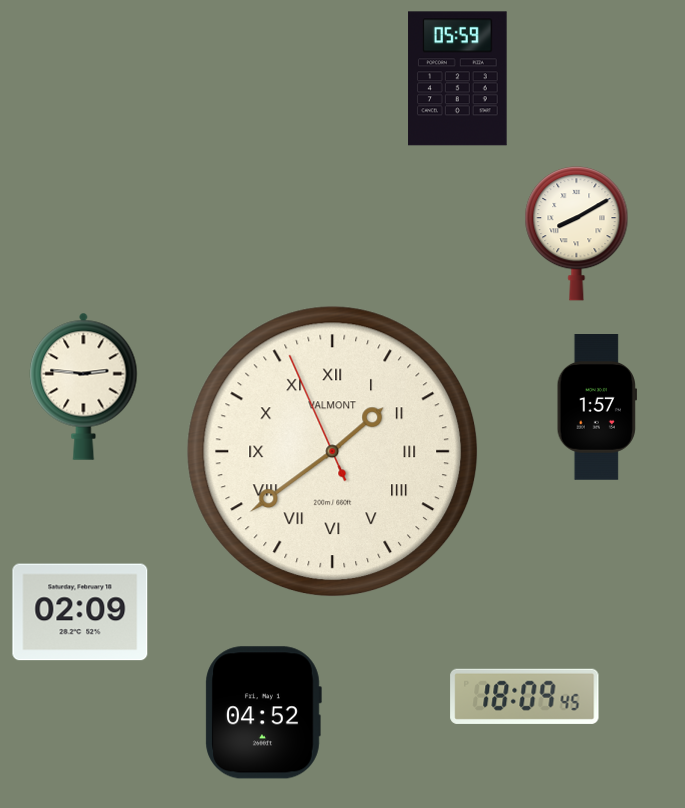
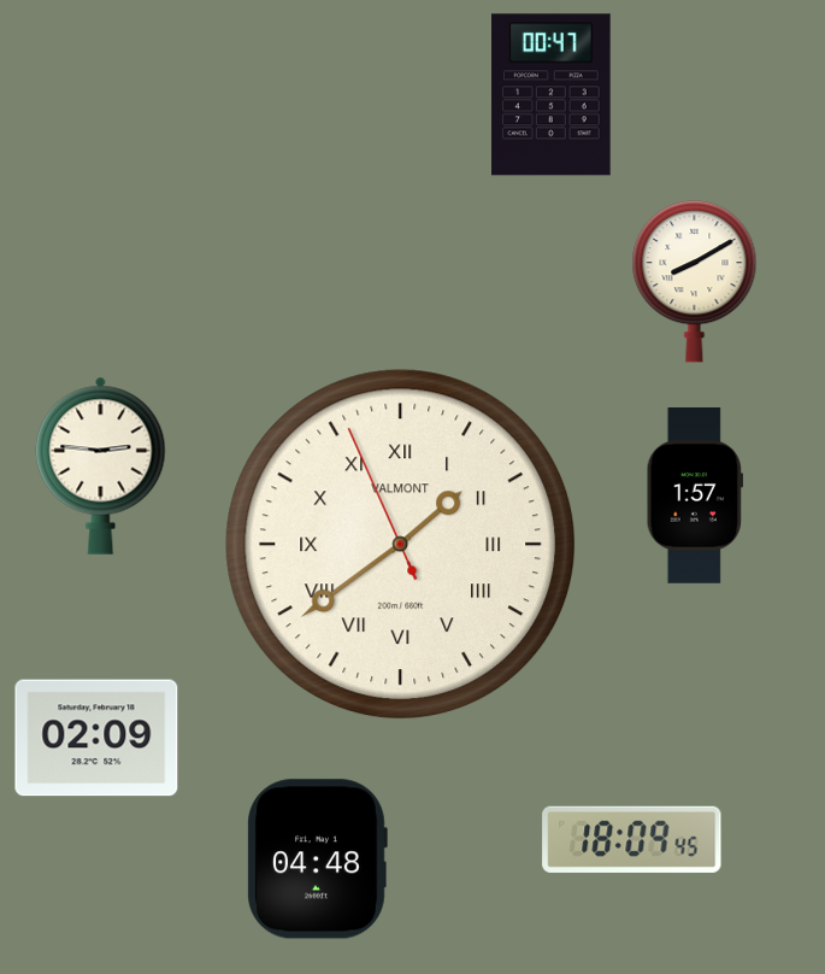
clock at (458, 79): 05:59 -> 00:47
clock at (596, 407) position: (596, 407) -> (694, 495)
clock at (263, 713): 04:52 -> 04:48
